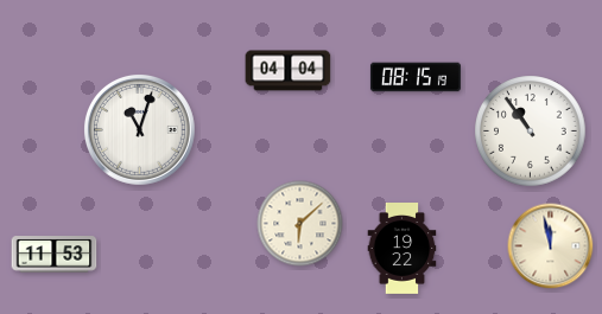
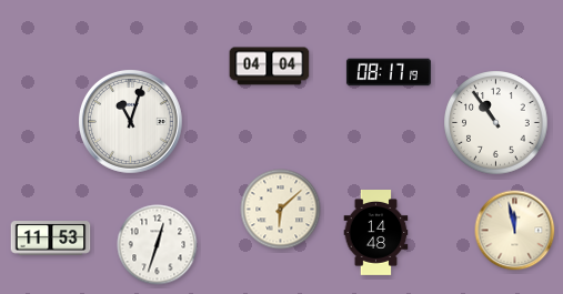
clock at (416, 77): 08:15 -> 08:17
clock at (403, 249): 19:22 -> 14:48
clock at (158, 245): none -> 12:33
